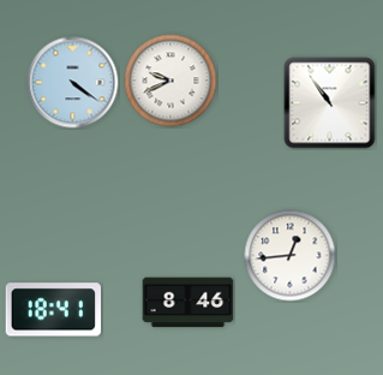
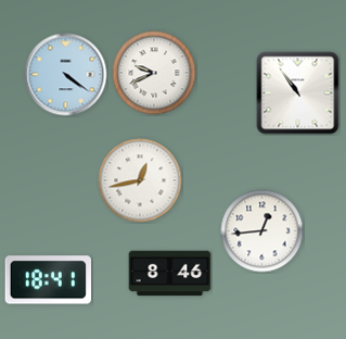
clock at (140, 180): none -> 12:43
